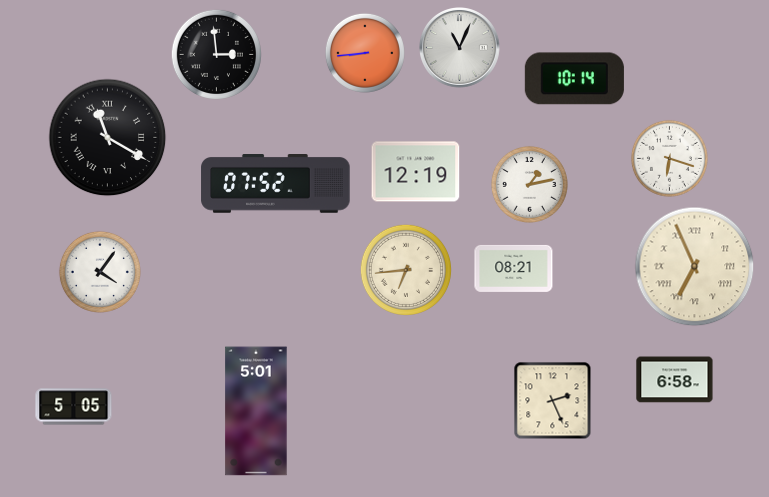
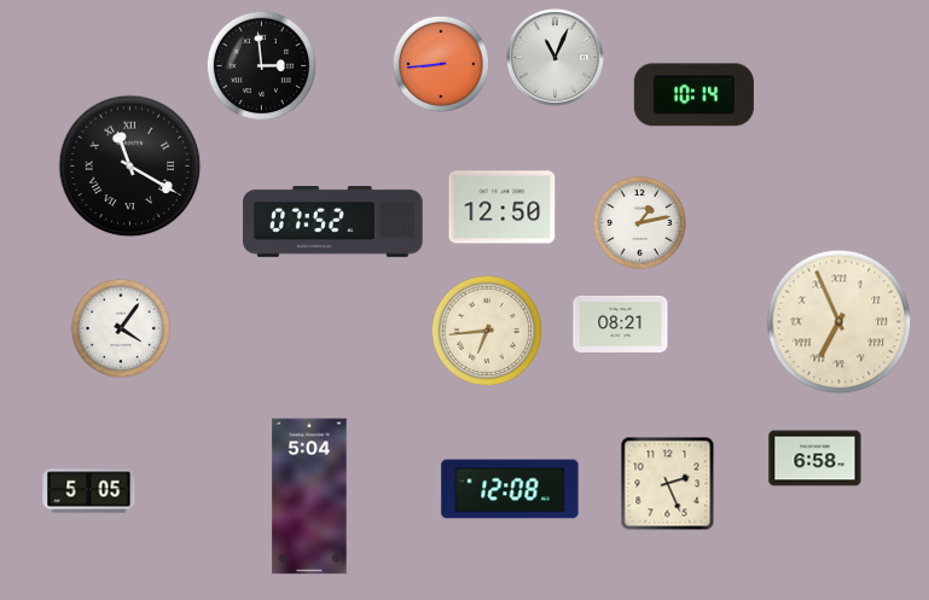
clock at (669, 158): 6:18 -> none
clock at (416, 172): 12:19 -> 12:50
clock at (406, 270) position: (406, 270) -> (487, 331)
clock at (510, 489): none -> 12:08
clock at (256, 411): 5:01 -> 5:04
